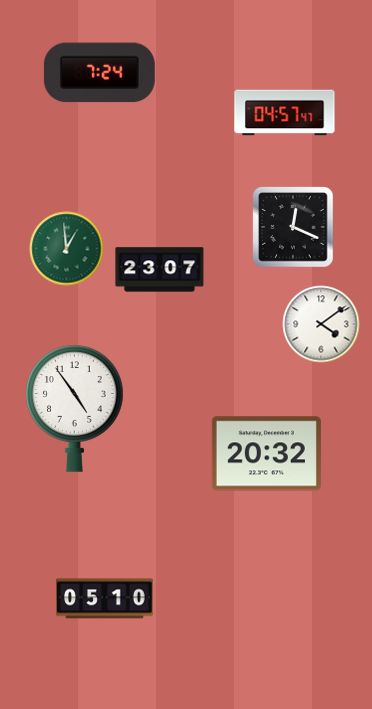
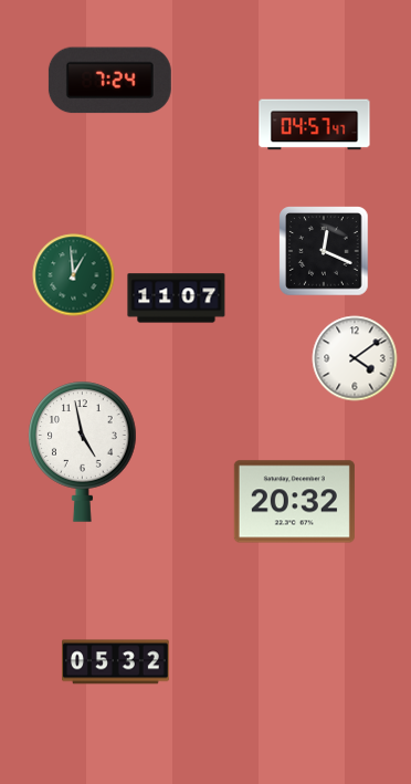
clock at (160, 270): 23:07 -> 11:07
clock at (75, 408): 4:54 -> 4:58
clock at (105, 599): 05:10 -> 05:32
